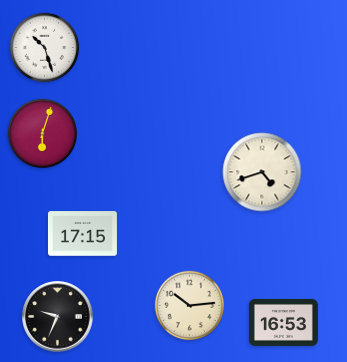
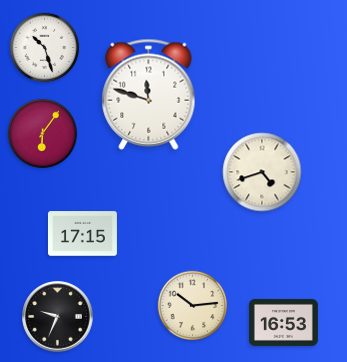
clock at (149, 94): none -> 11:48
clock at (43, 134): 6:03 -> 6:06
clock at (190, 306) position: (190, 306) -> (193, 306)
